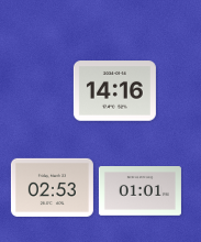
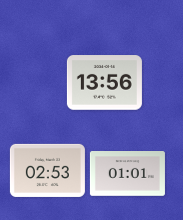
clock at (114, 91): 14:16 -> 13:56
